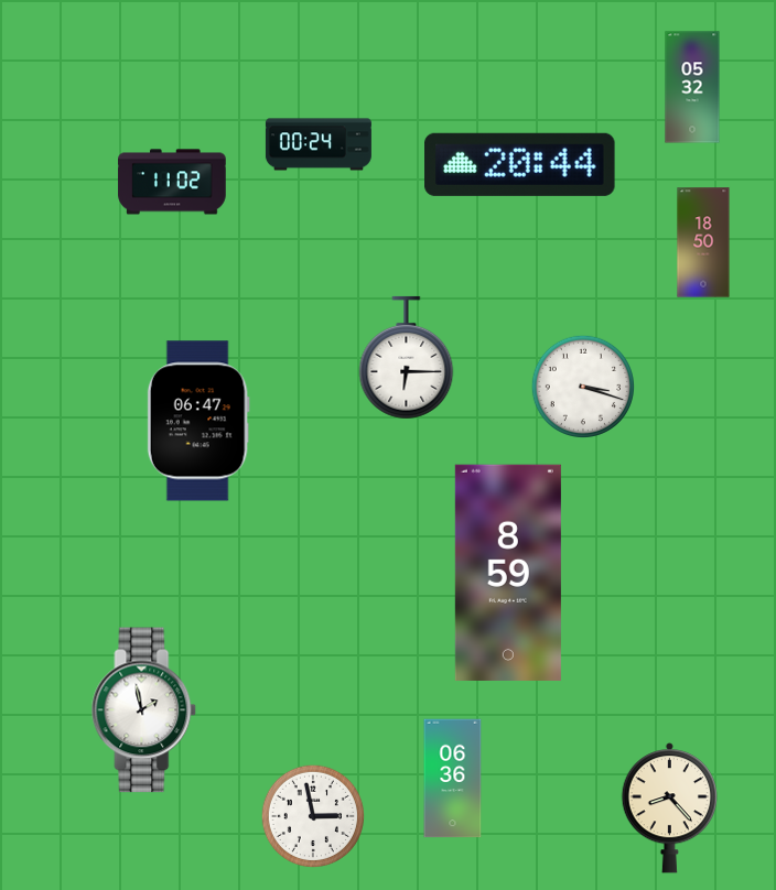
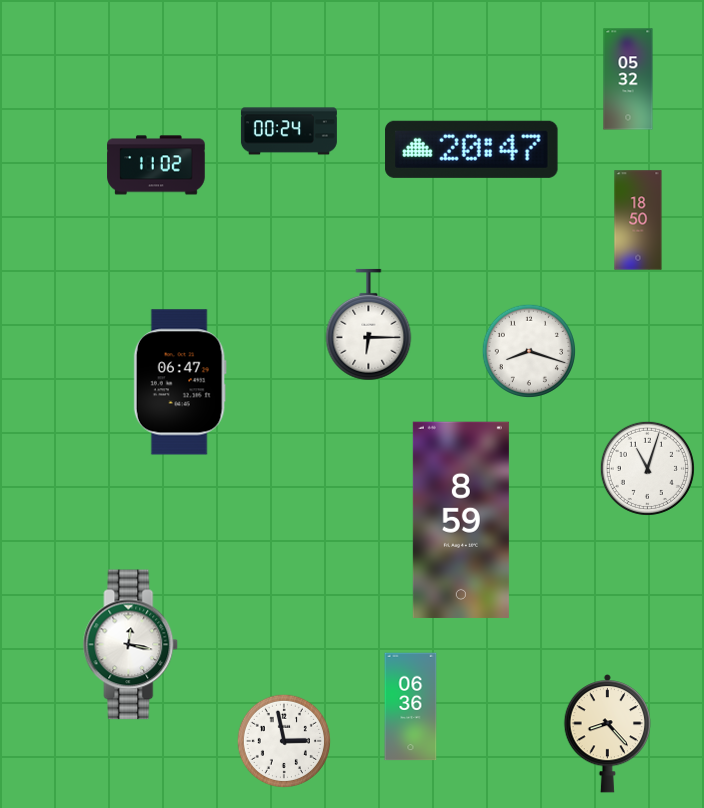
clock at (520, 164): 20:44 -> 20:47
clock at (582, 386): 3:18 -> 8:18
clock at (647, 468): none -> 11:03
clock at (144, 710): 1:58 -> 12:17
